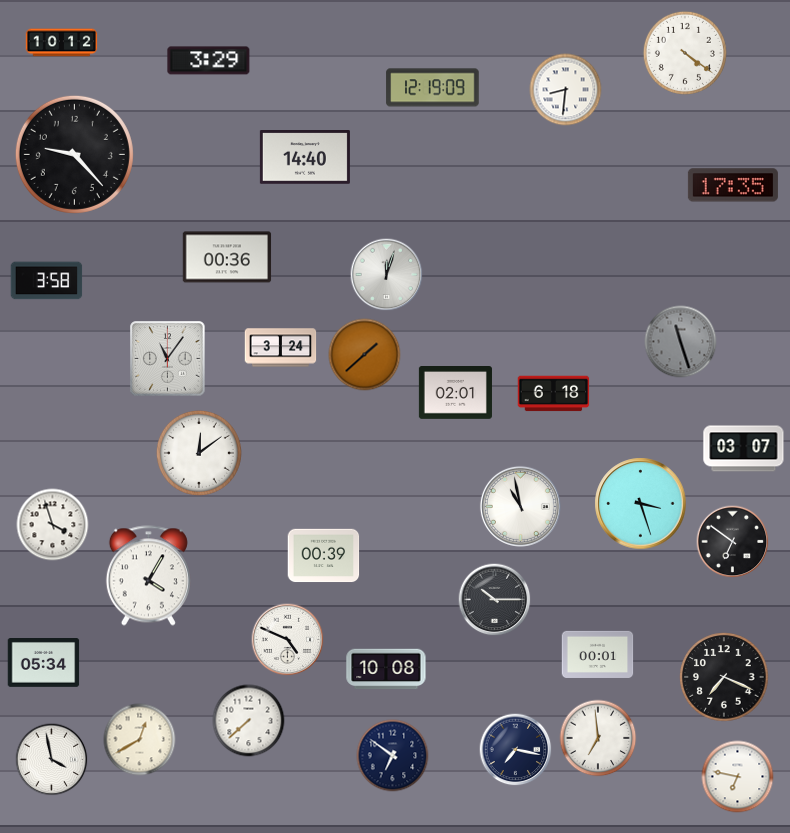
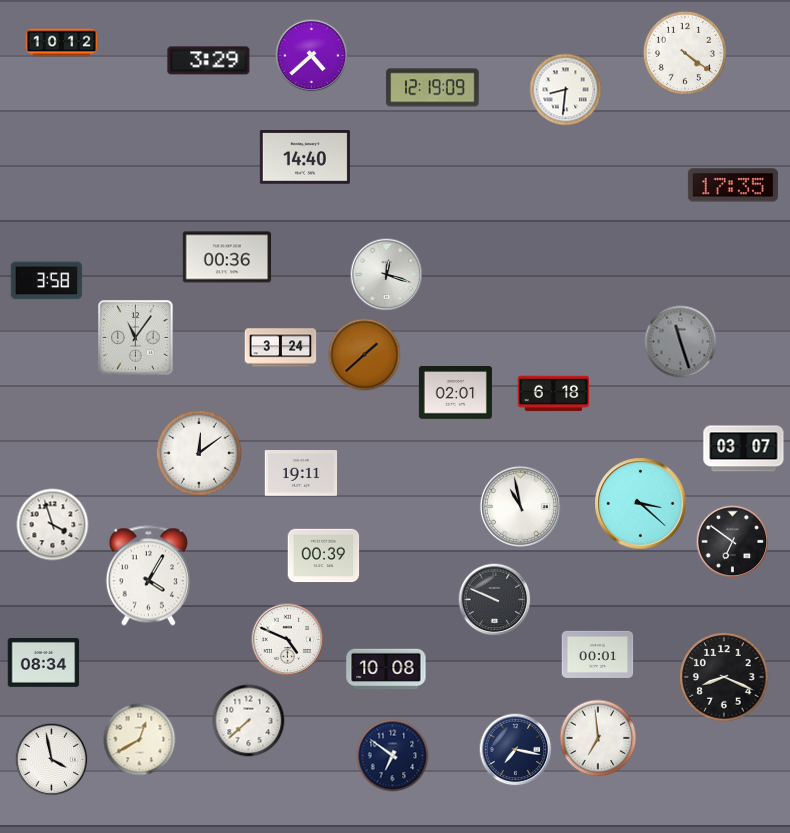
clock at (312, 56): none -> 4:38
clock at (74, 154): 9:23 -> none
clock at (387, 275): 12:03 -> 12:18
clock at (168, 359) position: (168, 359) -> (136, 338)
clock at (301, 473): none -> 19:11
clock at (641, 504): 3:27 -> 3:22
clock at (495, 600): 10:15 -> 9:49
clock at (44, 663): 05:34 -> 08:34
clock at (724, 677): 7:19 -> 8:19
clock at (738, 777): 6:47 -> none
